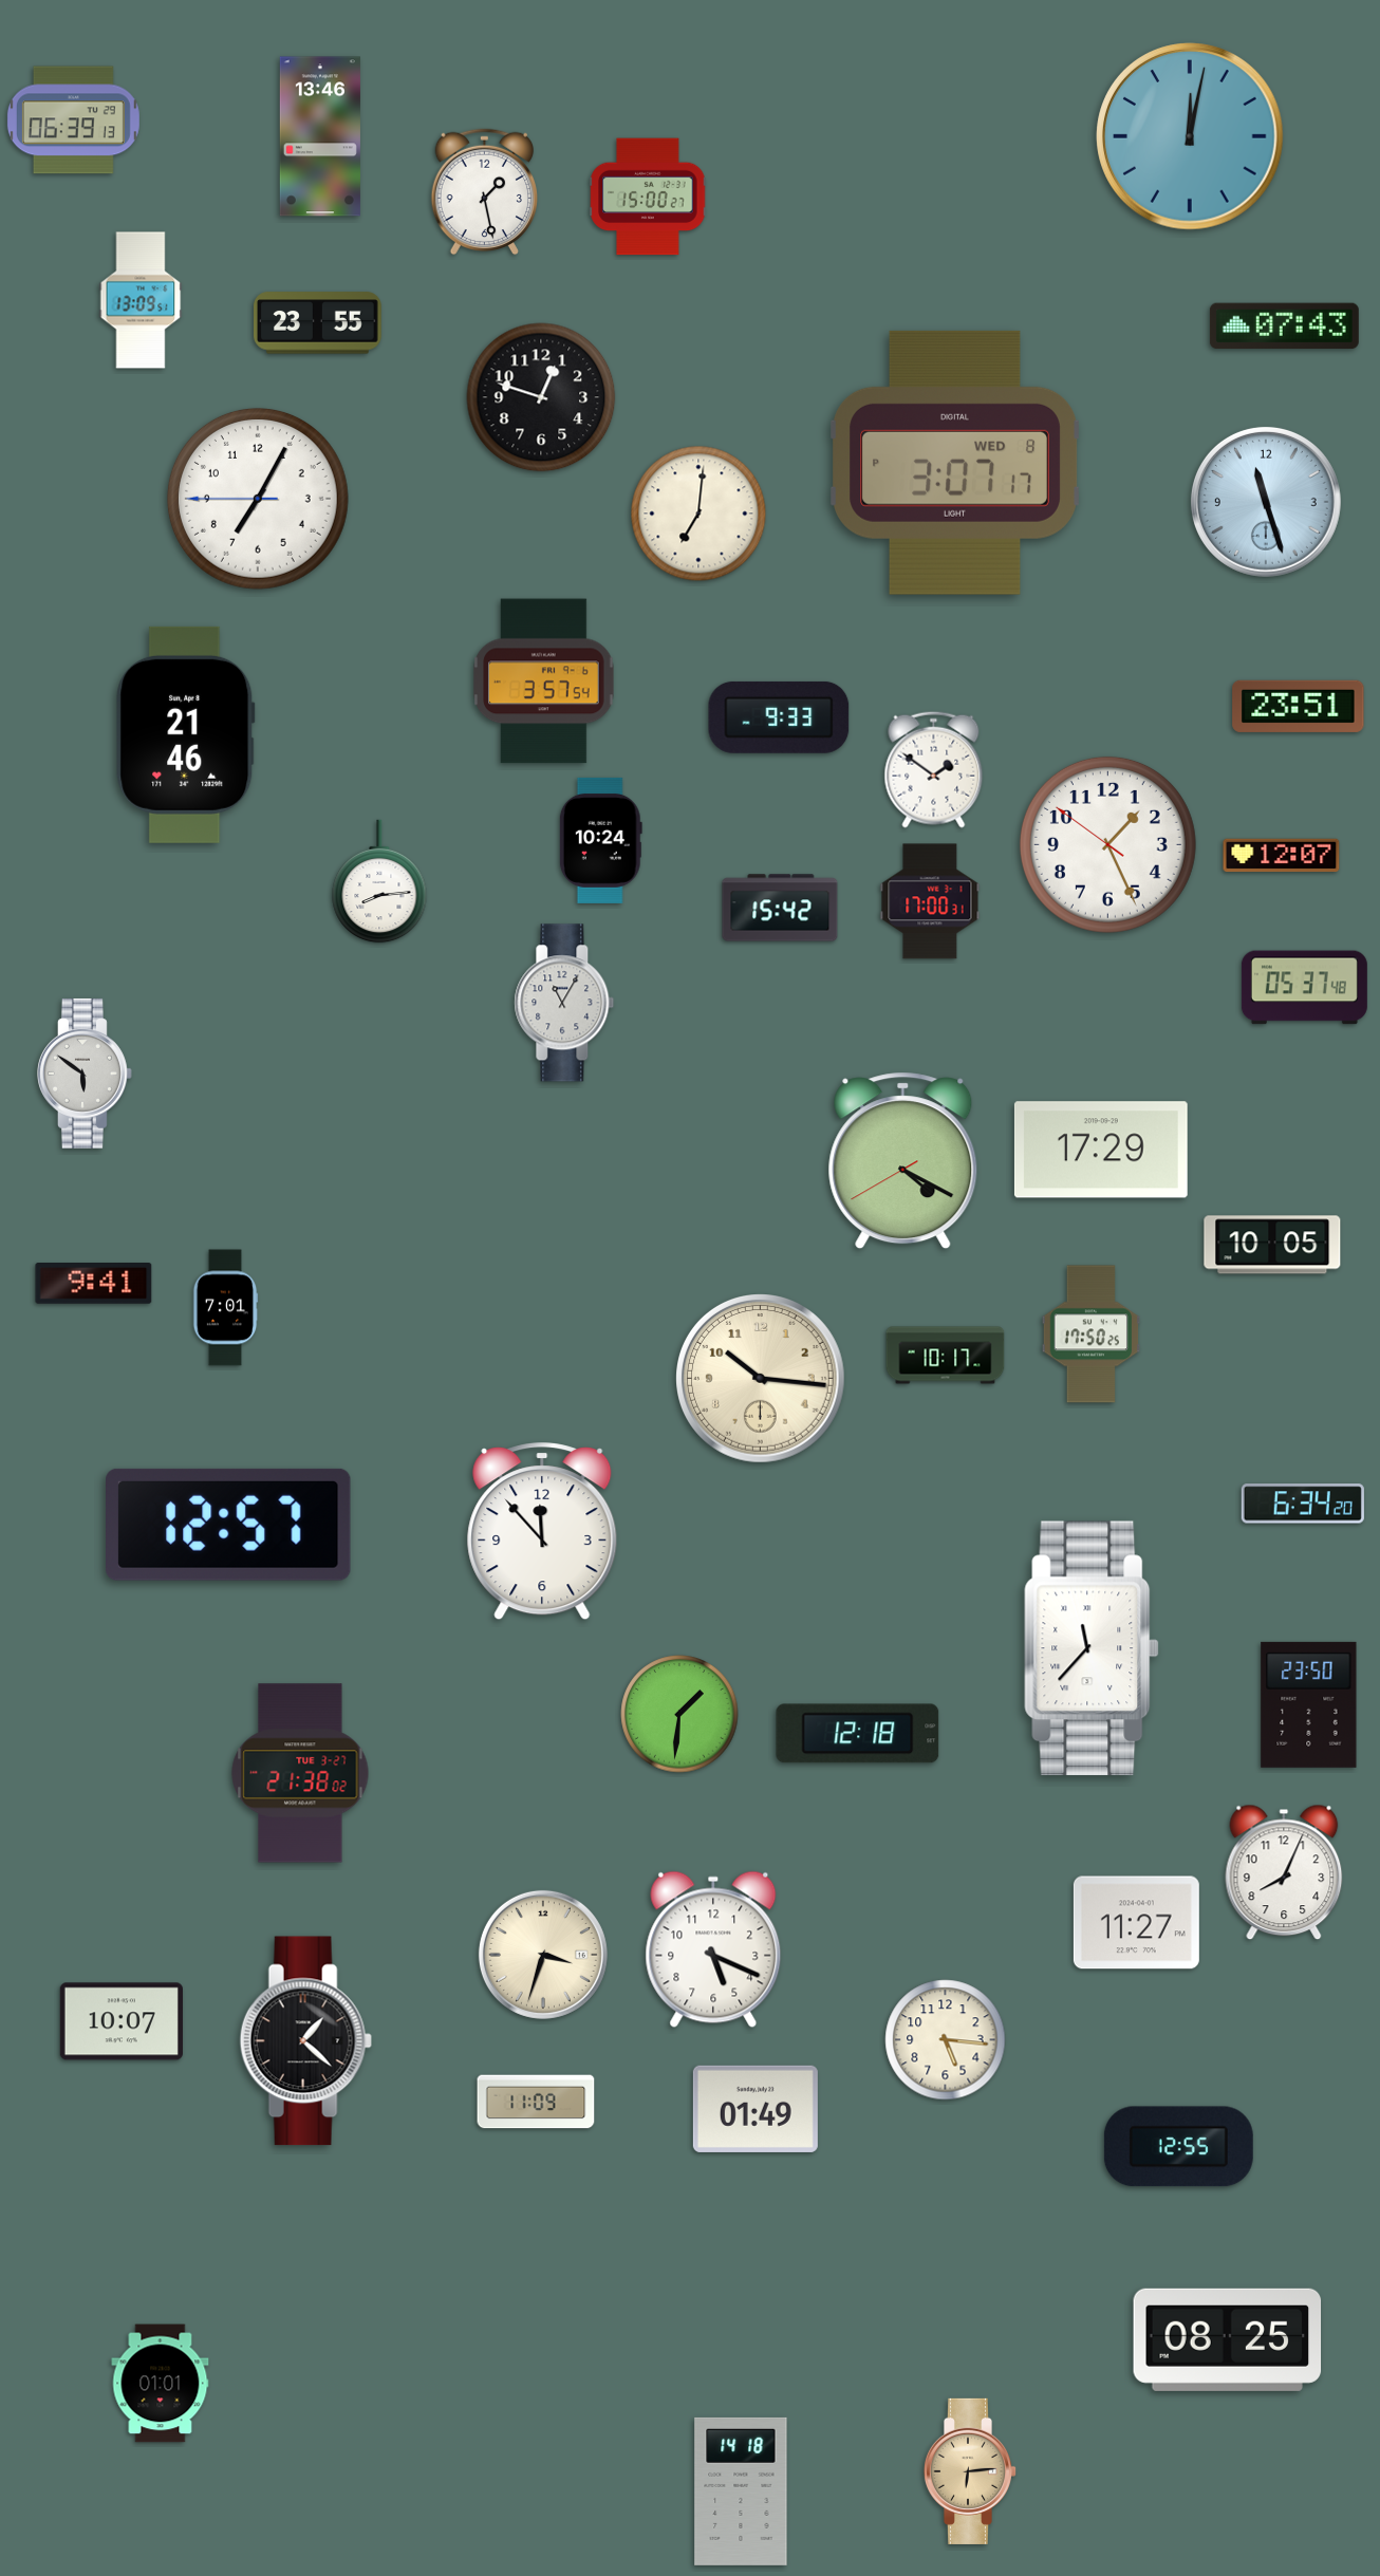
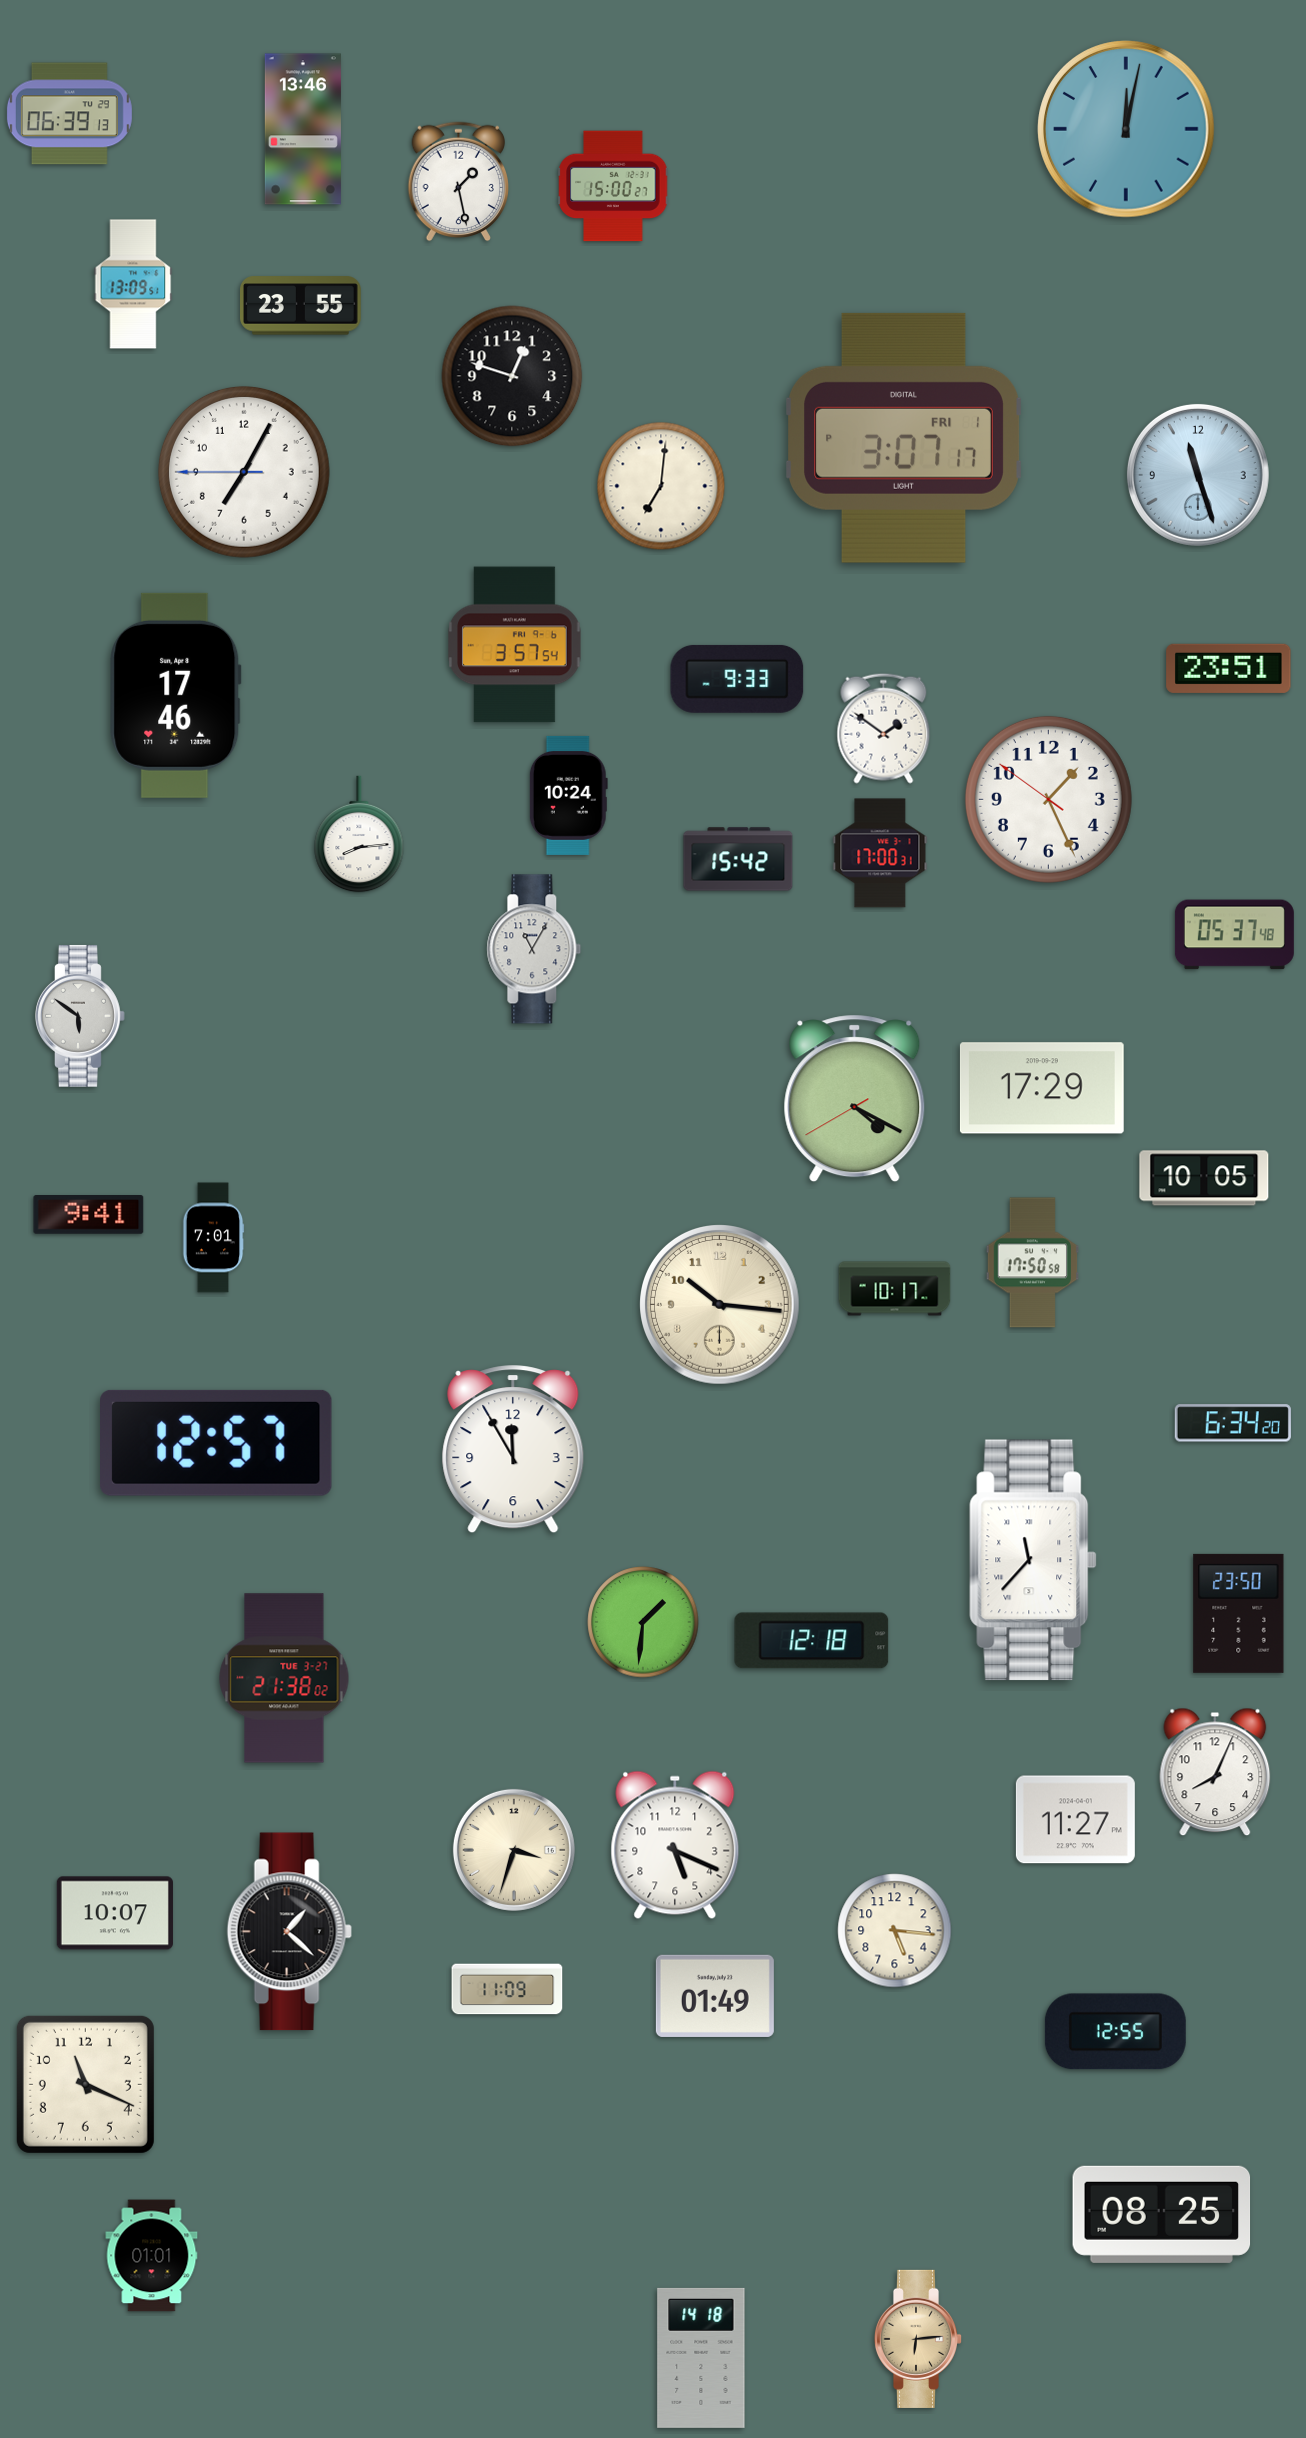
clock at (1284, 326): 07:43 -> none
clock at (955, 463) date: WED 8 -> FRI 1
clock at (186, 734): 21:46 -> 17:46
clock at (1282, 856): 12:07 -> none
clock at (1090, 1334): 17:50:25 -> 17:50:58
clock at (946, 1356) position: (946, 1356) -> (895, 1289)
clock at (542, 1532): 11:53 -> 11:55
clock at (85, 2084): none -> 11:19
